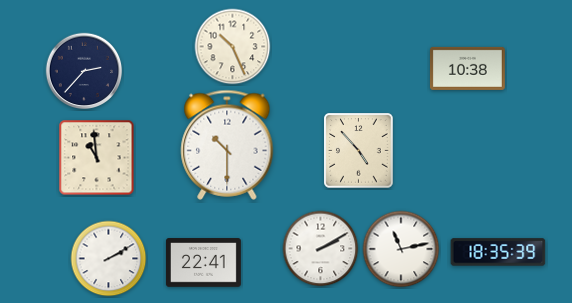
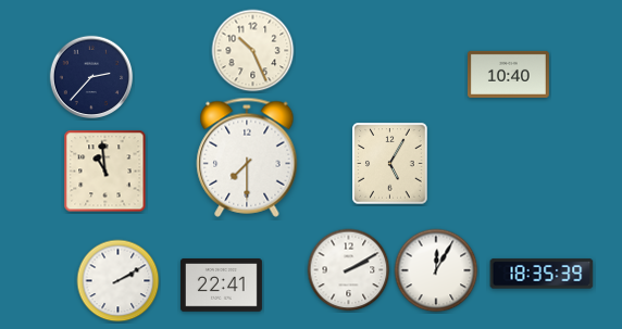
clock at (467, 68): 10:38 -> 10:40
clock at (227, 145): 10:30 -> 7:30
clock at (359, 151): 4:53 -> 5:05
clock at (401, 249): 11:13 -> 12:05
